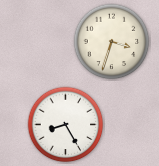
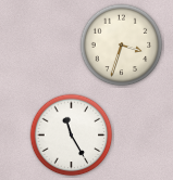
clock at (66, 125): 8:25 -> 11:25
